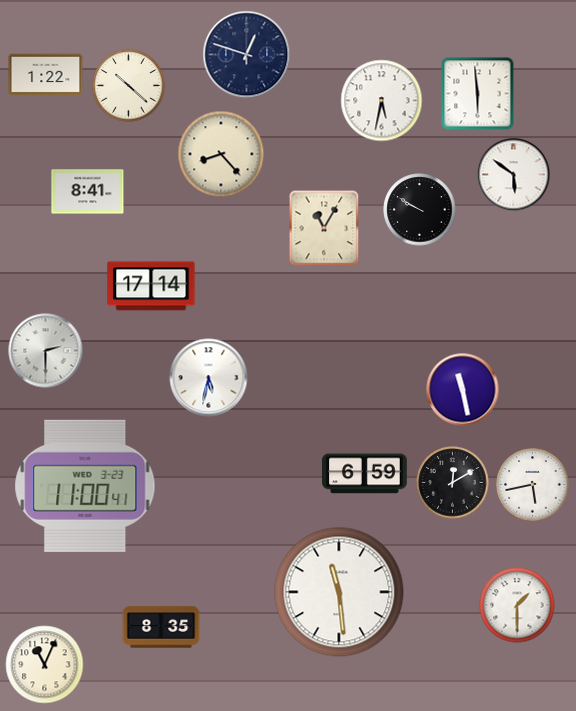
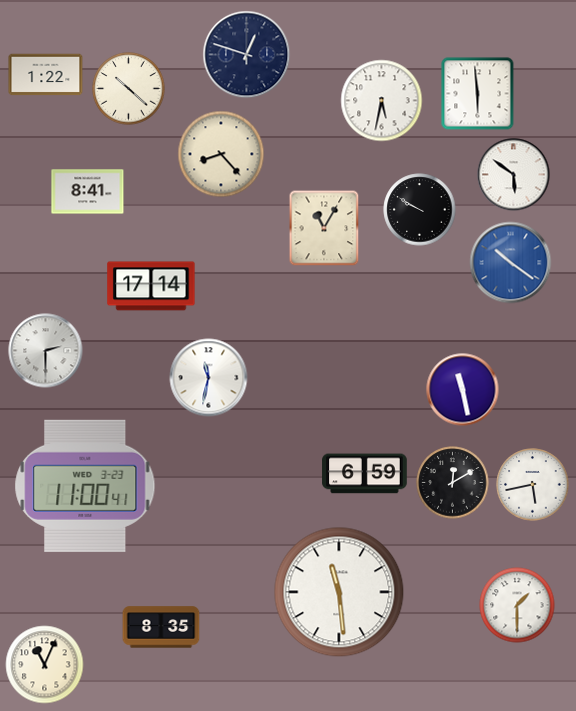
clock at (129, 86) position: (129, 86) -> (129, 89)
clock at (511, 263): none -> 10:21
clock at (209, 378): 5:32 -> 11:32
